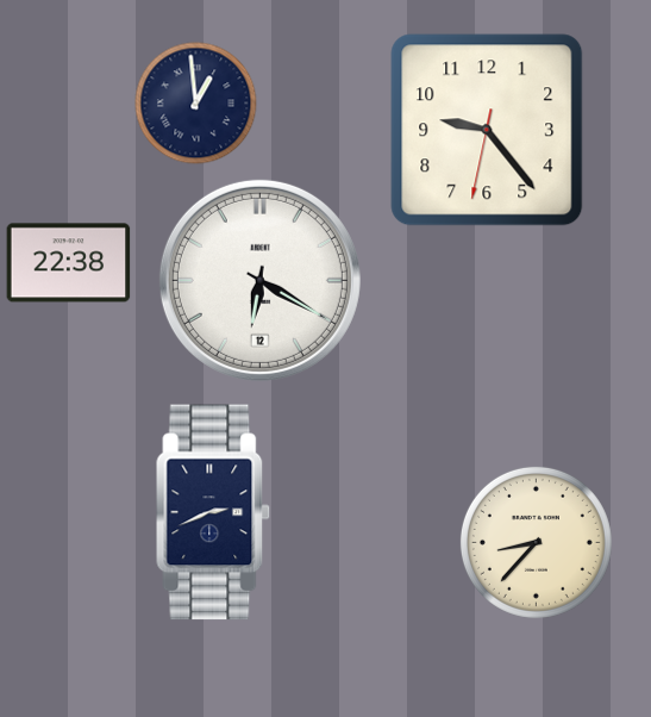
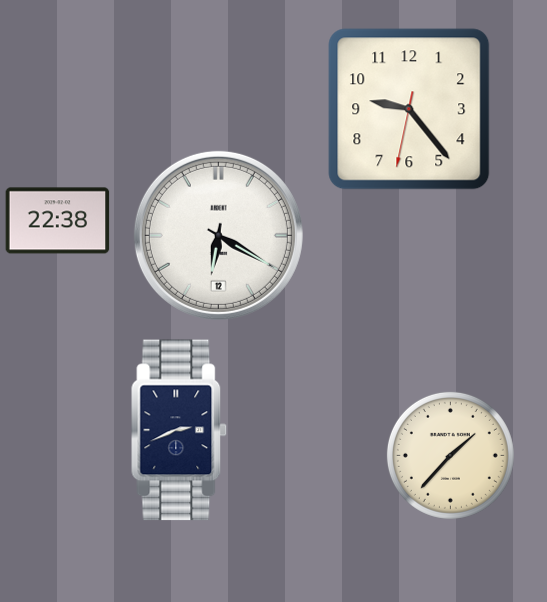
clock at (196, 104): 12:59 -> none
clock at (536, 542): 8:37 -> 1:37
